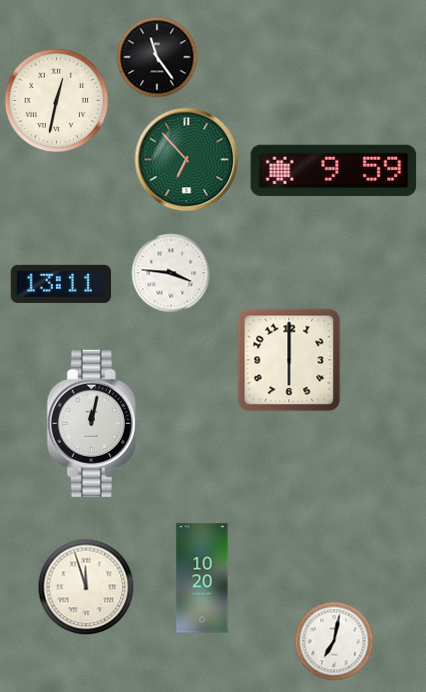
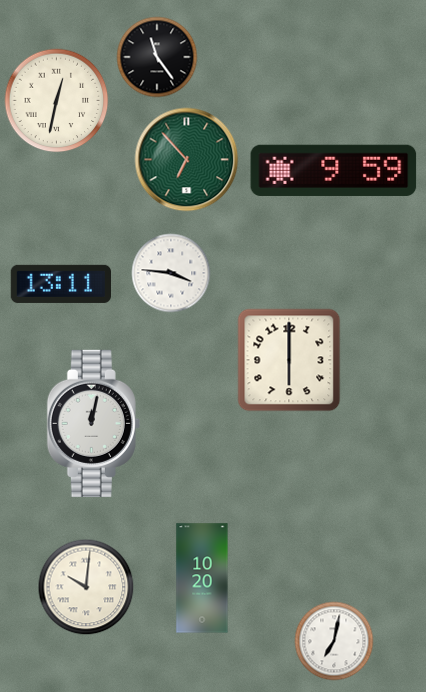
clock at (86, 587): 11:57 -> 10:01
